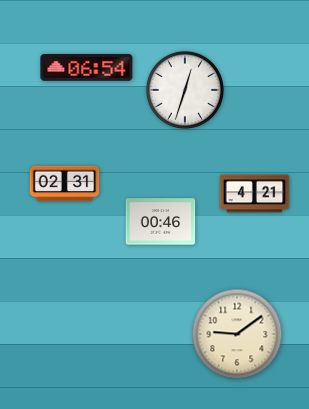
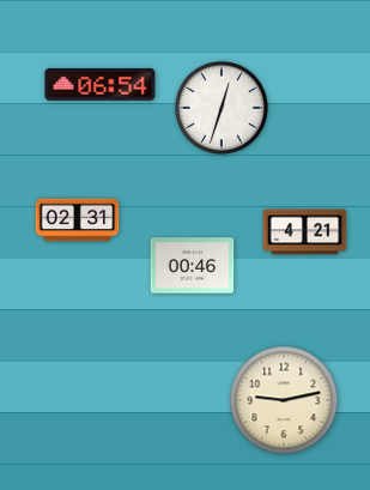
clock at (87, 67) position: (87, 67) -> (101, 84)
clock at (237, 334): 9:09 -> 9:13
